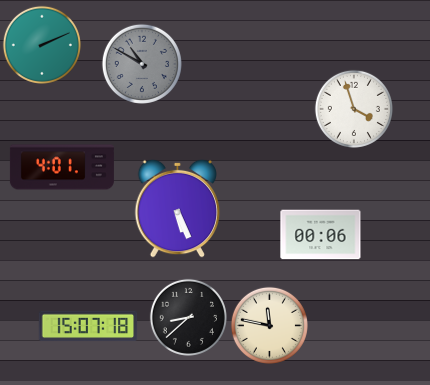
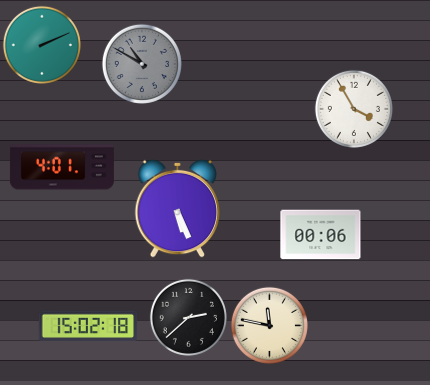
clock at (354, 109): 3:57 -> 3:55
clock at (188, 317): 8:38 -> 2:38
clock at (88, 326): 15:07 -> 15:02
